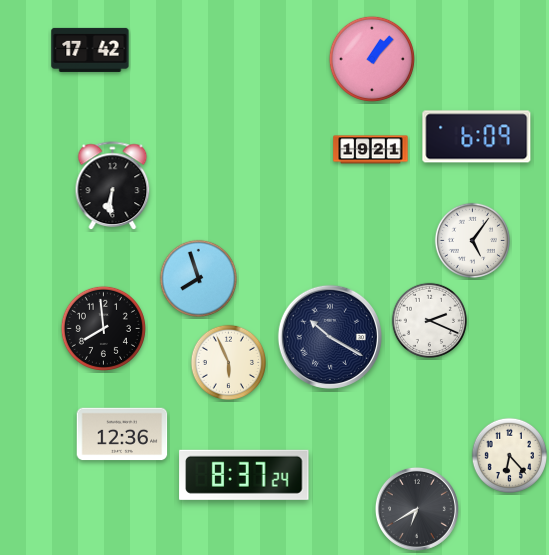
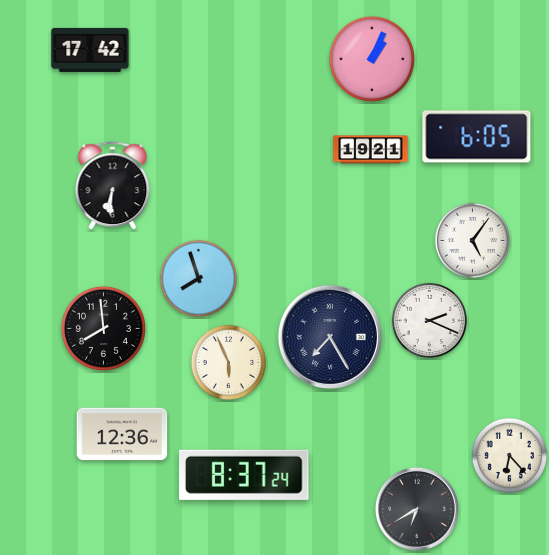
clock at (372, 59): 1:07 -> 1:04
clock at (477, 137): 6:09 -> 6:05
clock at (330, 337): 10:20 -> 7:25
